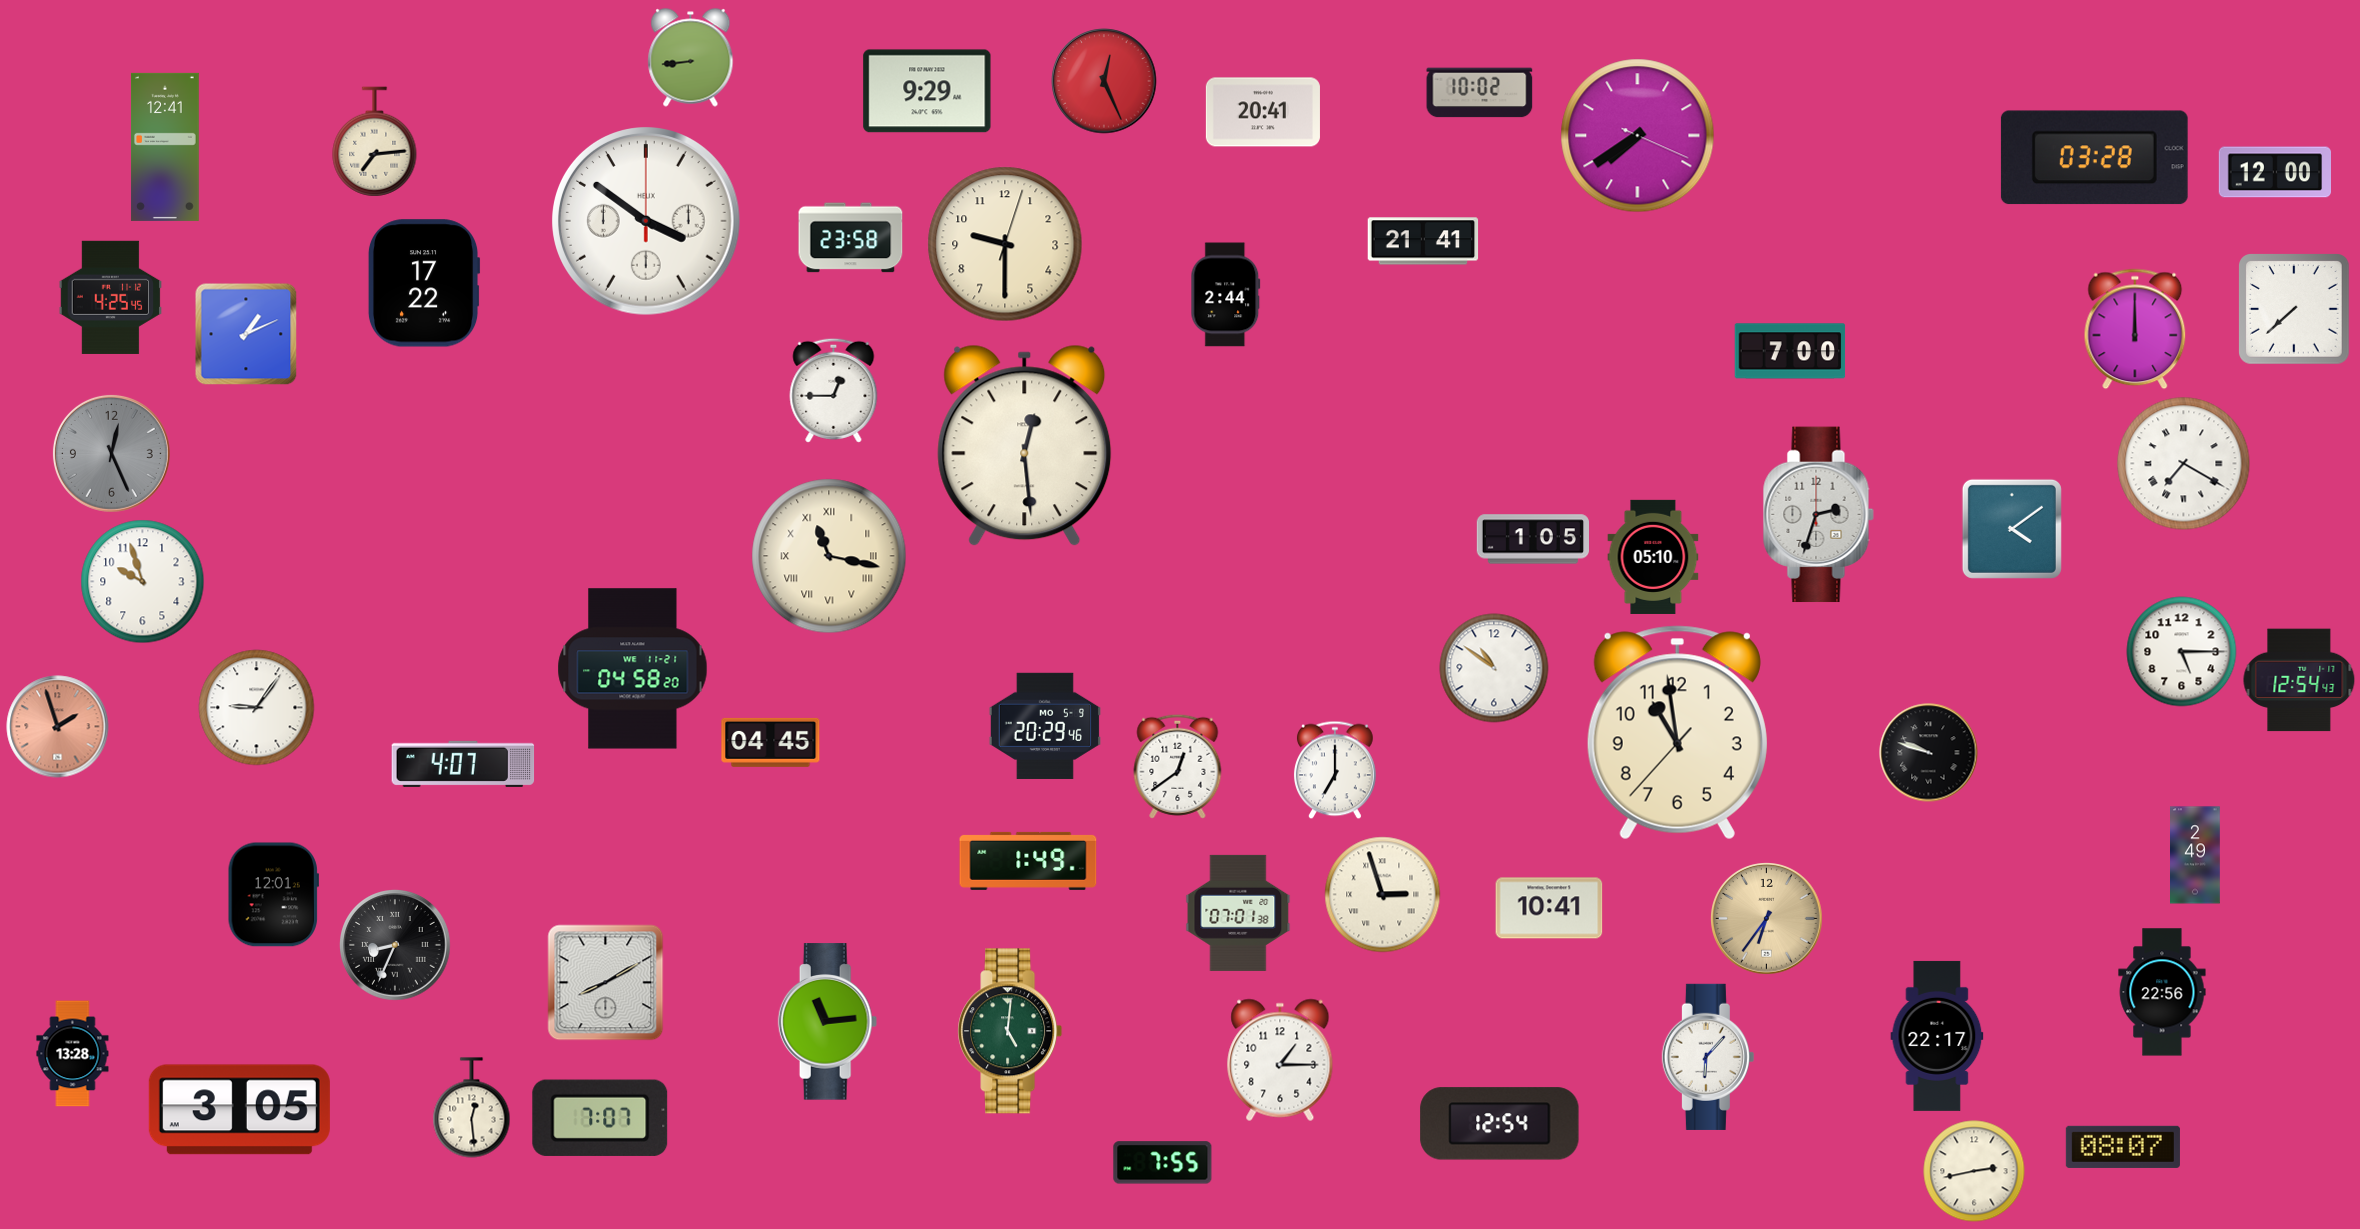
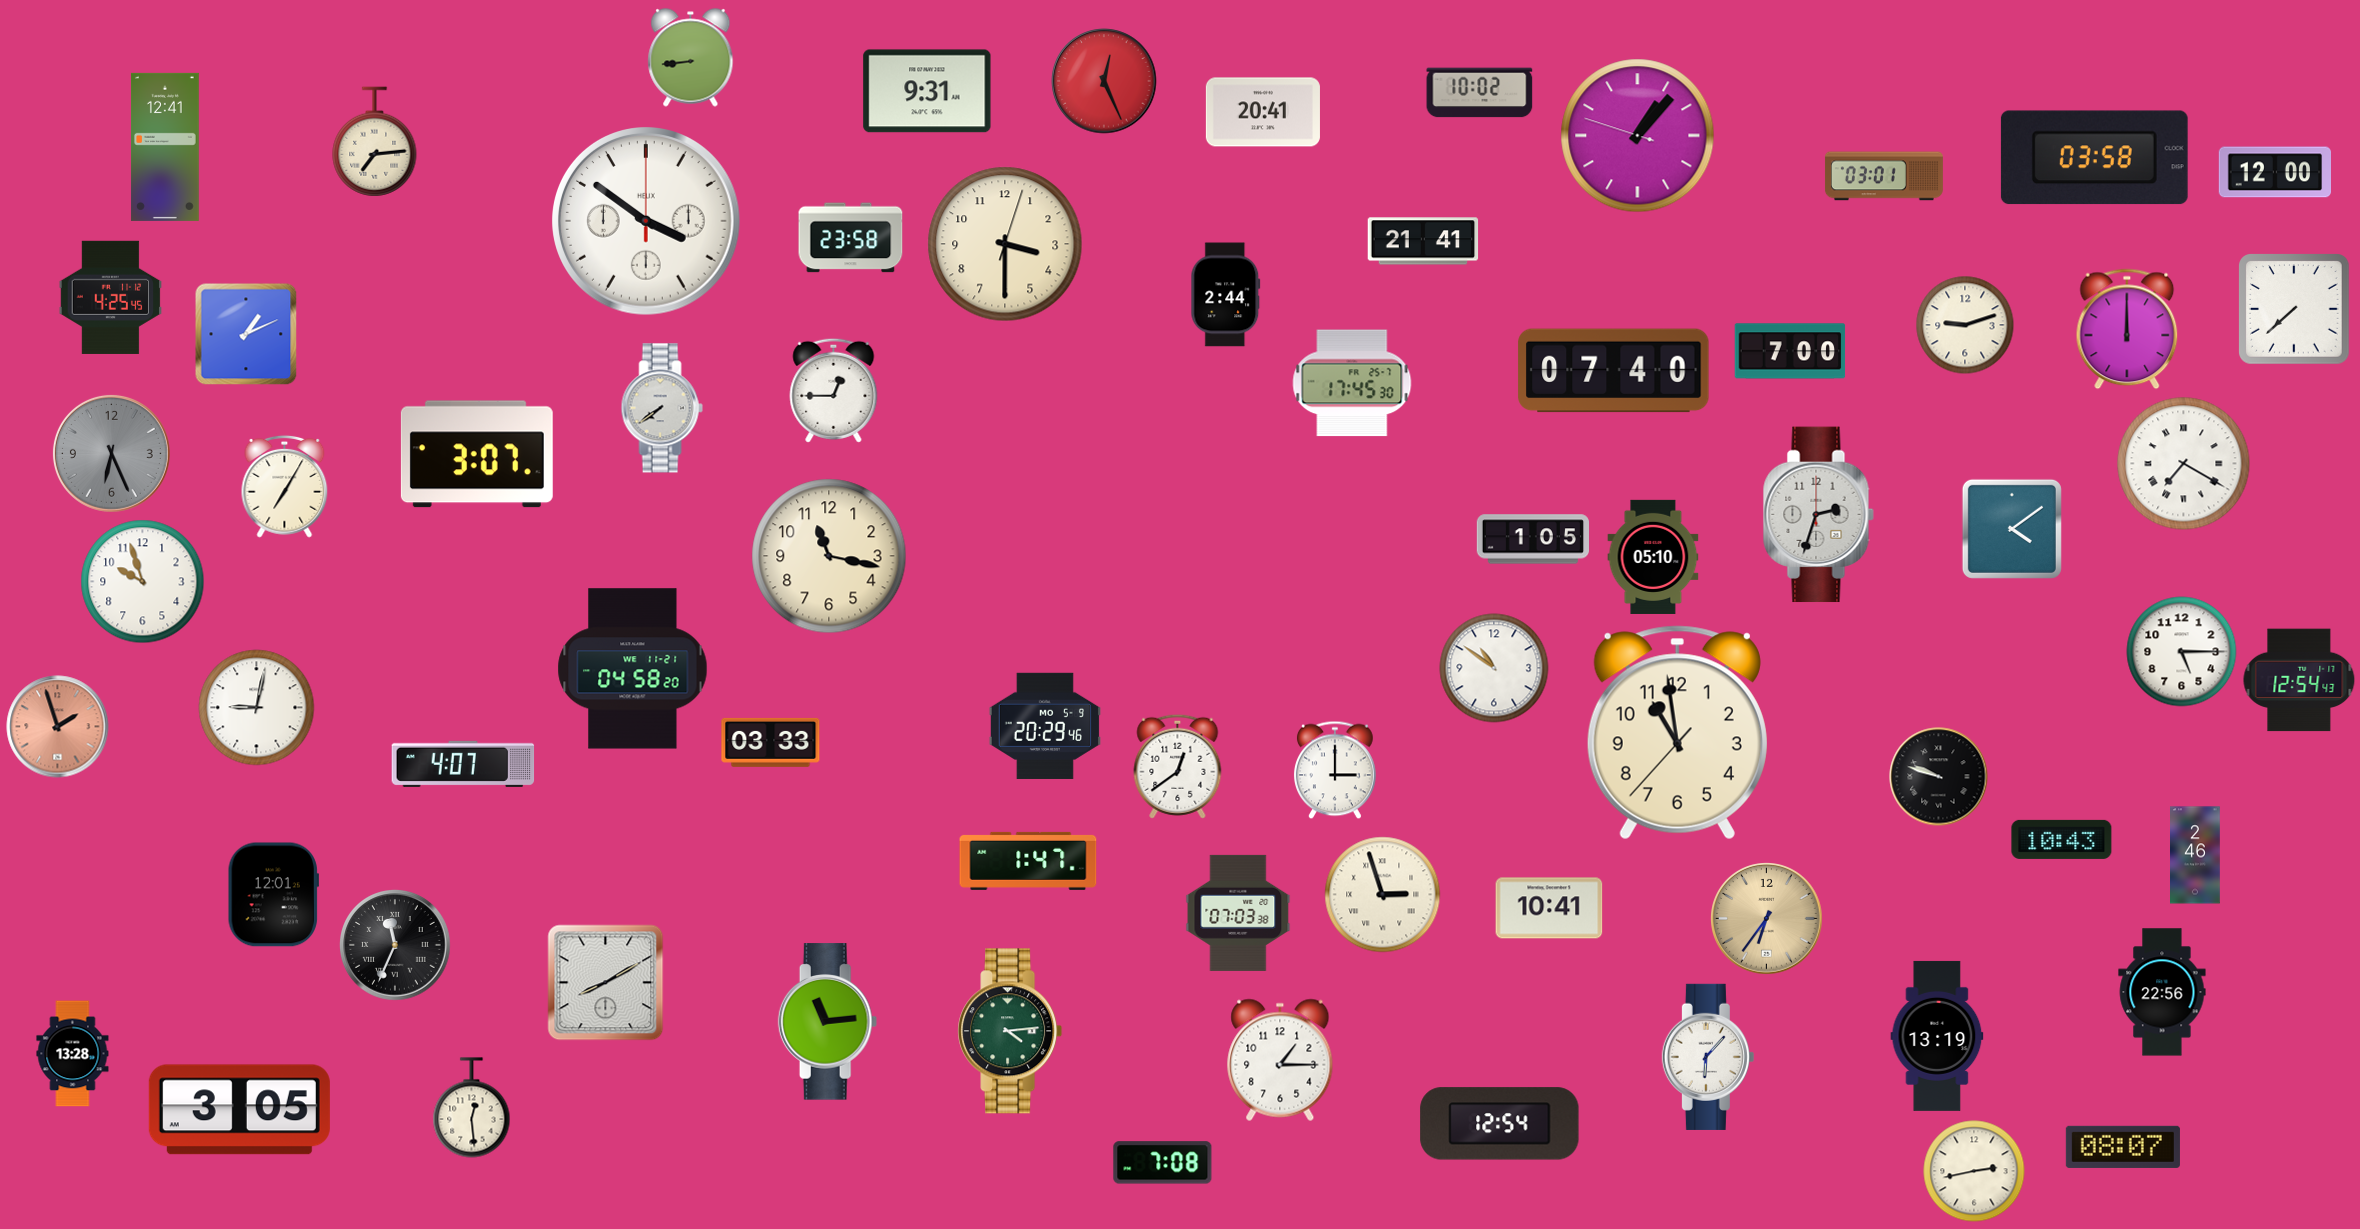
clock at (927, 91): 9:29 -> 9:31
clock at (1638, 136): 7:39 -> 1:06
clock at (2094, 158): 03:28 -> 03:58
clock at (1884, 176): none -> 03:01
clock at (1005, 244): 9:30 -> 3:30
clock at (424, 283): 17:22 -> none
clock at (1965, 325): none -> 9:12
clock at (2135, 329) position: (2135, 329) -> (2127, 329)
clock at (1614, 371): none -> 07:40
clock at (1352, 383): none -> 17:45
clock at (662, 408): none -> 7:39
clock at (1025, 445): 12:29 -> none
clock at (111, 453): 12:26 -> 6:26
clock at (477, 454): none -> 3:07
clock at (285, 486): none -> 7:05
clock at (829, 556) numerals: Roman -> Arabic
clock at (257, 708): 9:06 -> 9:02
clock at (771, 742): 04:45 -> 03:33
clock at (1929, 753) position: (1929, 753) -> (1939, 777)
clock at (1335, 770): 7:00 -> 3:00
clock at (2062, 839): none -> 10:43
clock at (2196, 855): 2:49 -> 2:46
clock at (1028, 861): 1:49 -> 1:47
clock at (1238, 913): 07:01 -> 07:03
clock at (395, 945): 8:34 -> 11:34
clock at (1010, 1031): 5:01 -> 4:14
clock at (1937, 1036): 22:17 -> 13:19
clock at (600, 1118): 7:07 -> none
clock at (1163, 1163): 7:55 -> 7:08
